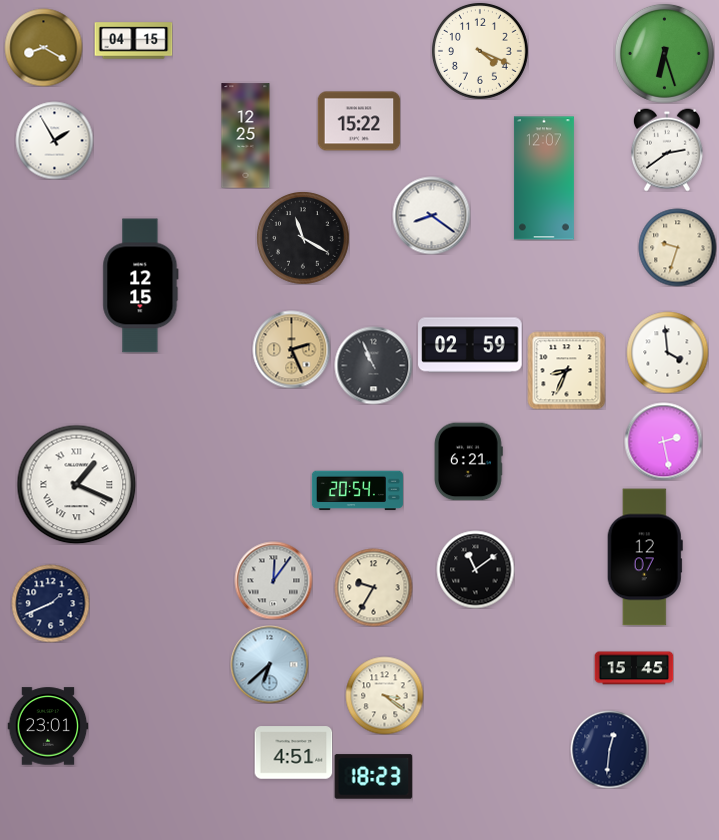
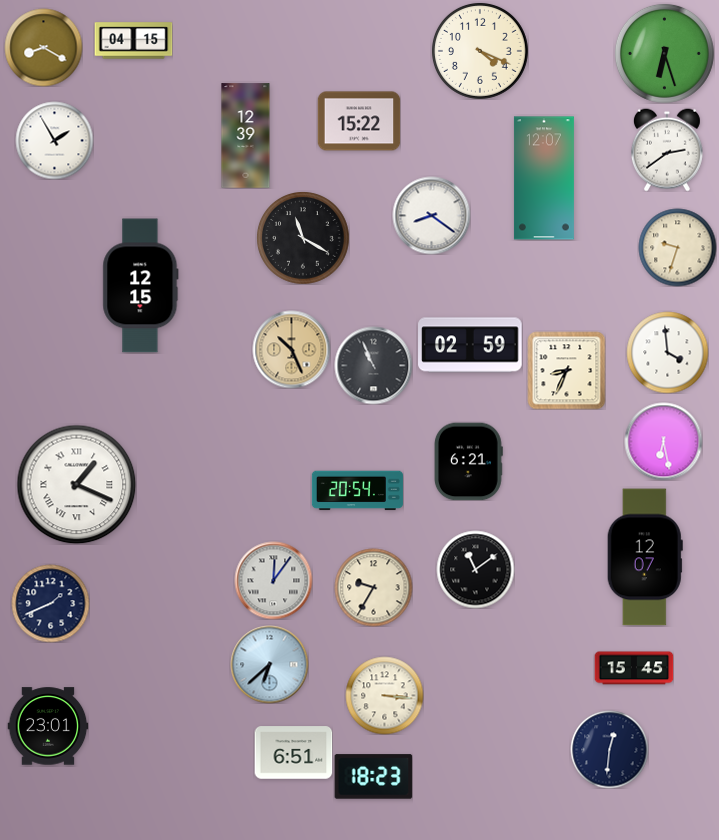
clock at (246, 136): 12:25 -> 12:39
clock at (291, 349): 2:26 -> 10:26
clock at (663, 441): 2:28 -> 6:28
clock at (384, 695): 3:21 -> 3:16
clock at (293, 753): 4:51 -> 6:51
